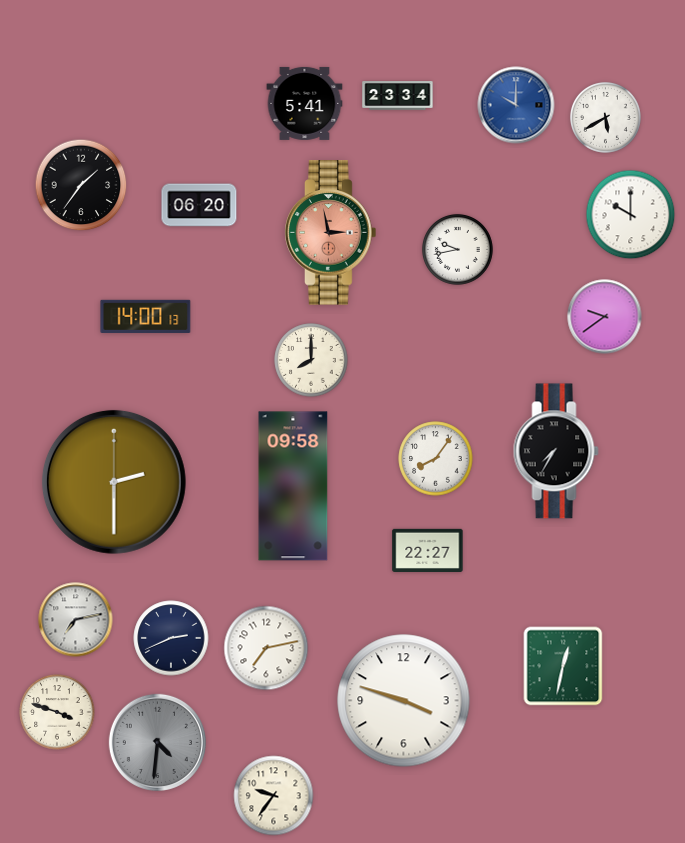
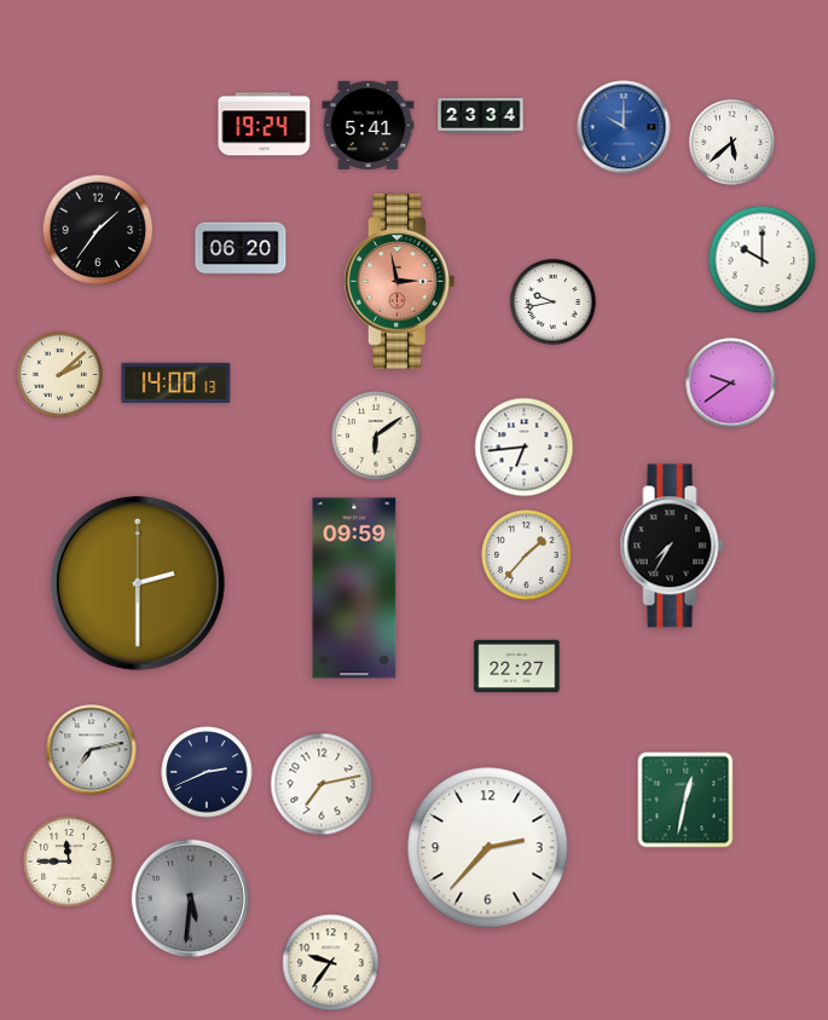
clock at (265, 125): none -> 19:24
clock at (605, 117): 5:40 -> 5:38
clock at (81, 185) position: (81, 185) -> (98, 230)
clock at (59, 374): none -> 2:08
clock at (311, 360): 8:00 -> 6:09
clock at (525, 448): none -> 6:44
clock at (436, 459): 8:06 -> 1:37
clock at (293, 486): 09:58 -> 09:59
clock at (563, 666) position: (563, 666) -> (685, 800)
clock at (404, 701): 3:48 -> 2:37
clock at (57, 712): 3:48 -> 11:45
clock at (157, 742): 4:31 -> 5:31
